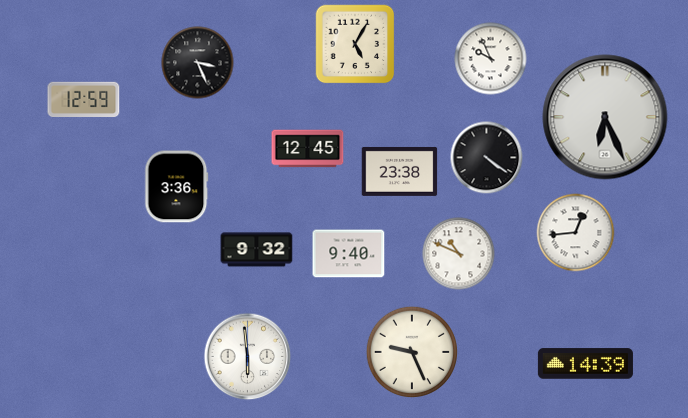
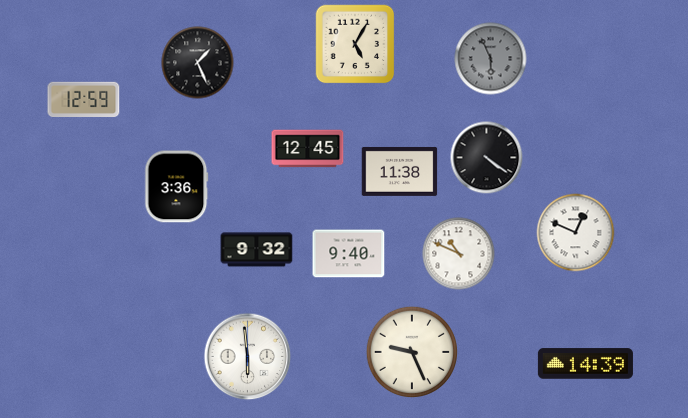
clock at (491, 59): 9:56 -> 5:56
clock at (491, 59) dial: white -> grey
clock at (198, 63): 3:26 -> 1:26
clock at (605, 117): 6:26 -> none
clock at (400, 171): 23:38 -> 11:38
clock at (576, 233): 12:44 -> 12:49
